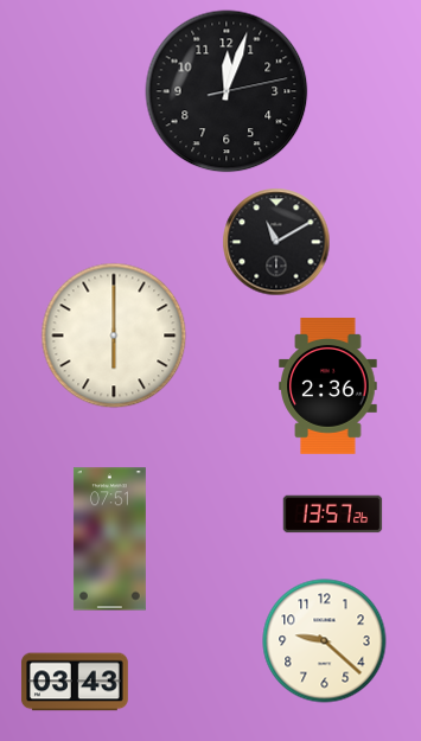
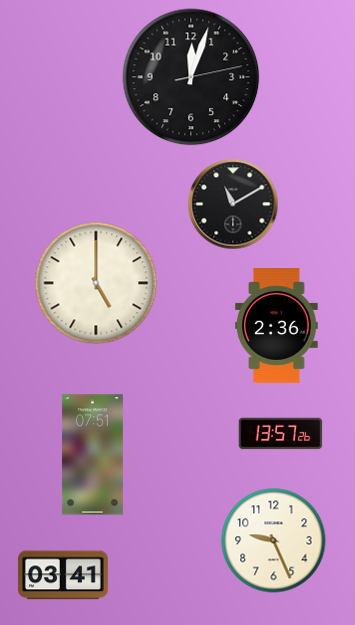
clock at (114, 336): 6:00 -> 5:00
clock at (325, 641): 9:22 -> 9:26
clock at (75, 682): 03:43 -> 03:41
